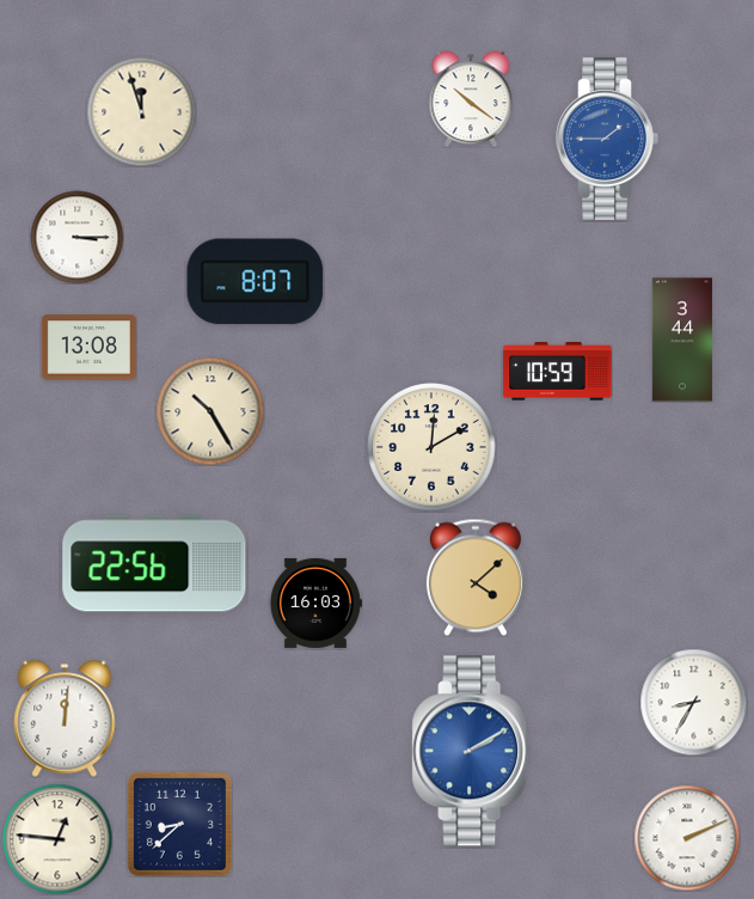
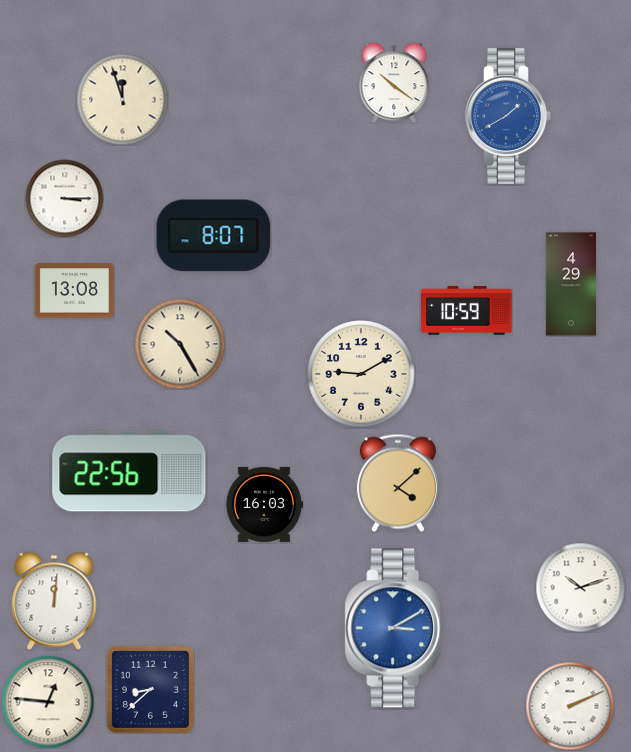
clock at (141, 111) position: (141, 111) -> (122, 99)
clock at (607, 139): 1:45 -> 1:40
clock at (682, 340): 3:44 -> 4:29
clock at (210, 411) position: (210, 411) -> (180, 344)
clock at (431, 447): 12:10 -> 9:10
clock at (693, 702): 8:35 -> 10:12
clock at (472, 751): 2:10 -> 3:10
clock at (687, 838) position: (687, 838) -> (570, 706)
